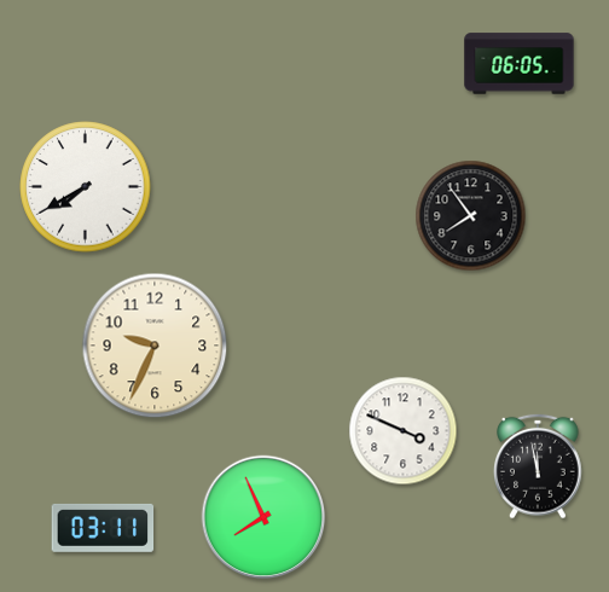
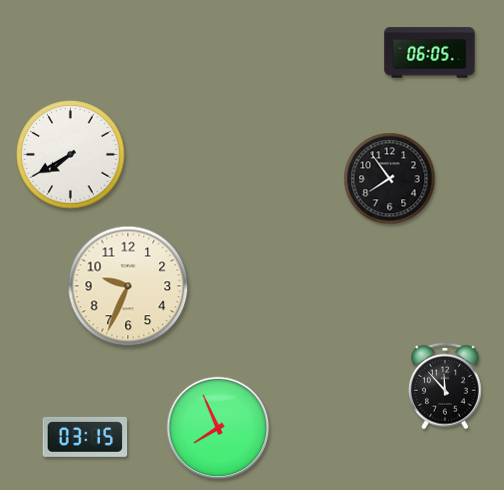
clock at (404, 431): 3:49 -> none
clock at (539, 466): 11:58 -> 11:53
clock at (103, 528): 03:11 -> 03:15
